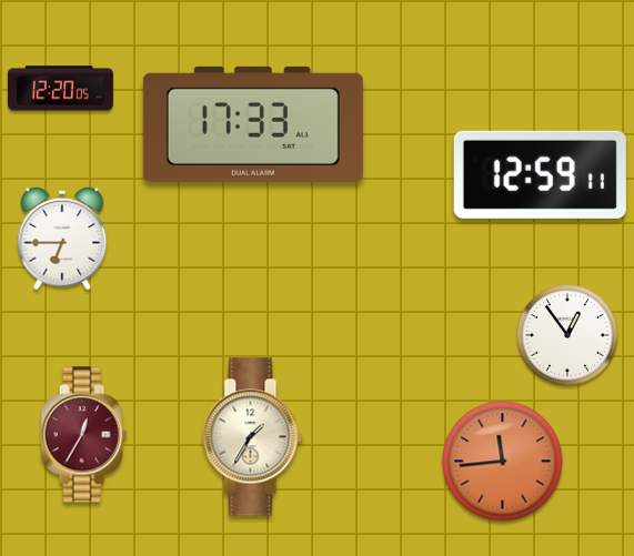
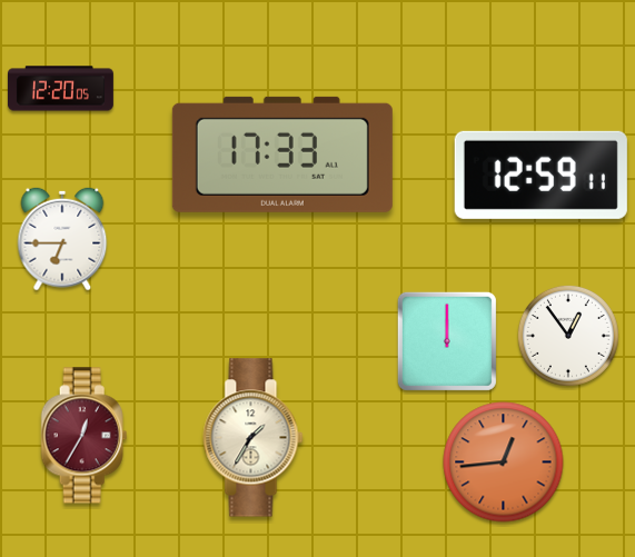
clock at (253, 124) position: (253, 124) -> (282, 155)
clock at (447, 341): none -> 12:00
clock at (503, 462): 11:44 -> 12:44
